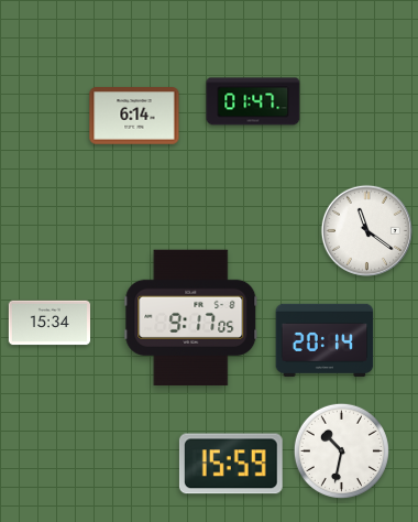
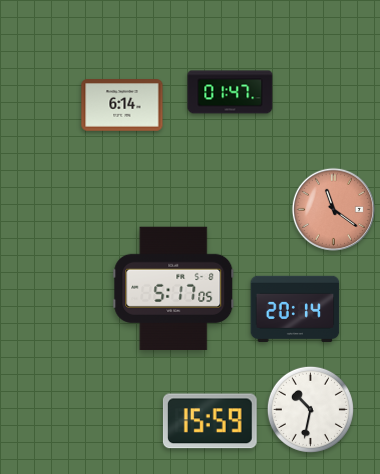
clock at (366, 230) dial: white -> salmon
clock at (191, 317): 9:17 -> 5:17
clock at (48, 323): 15:34 -> none
